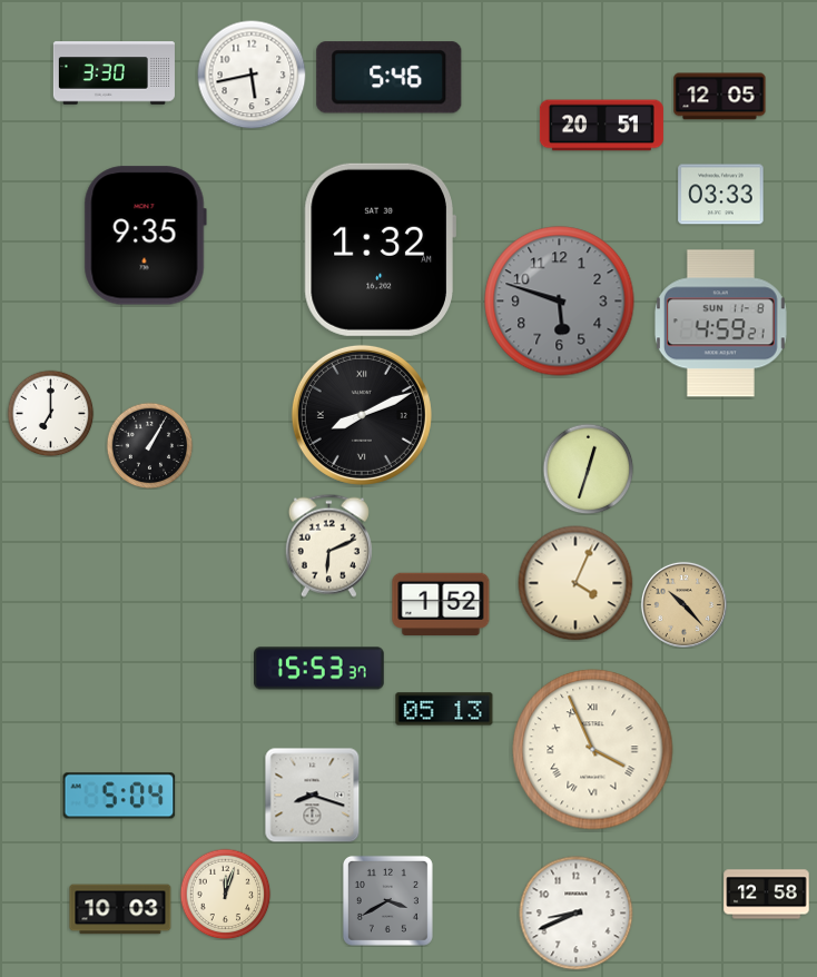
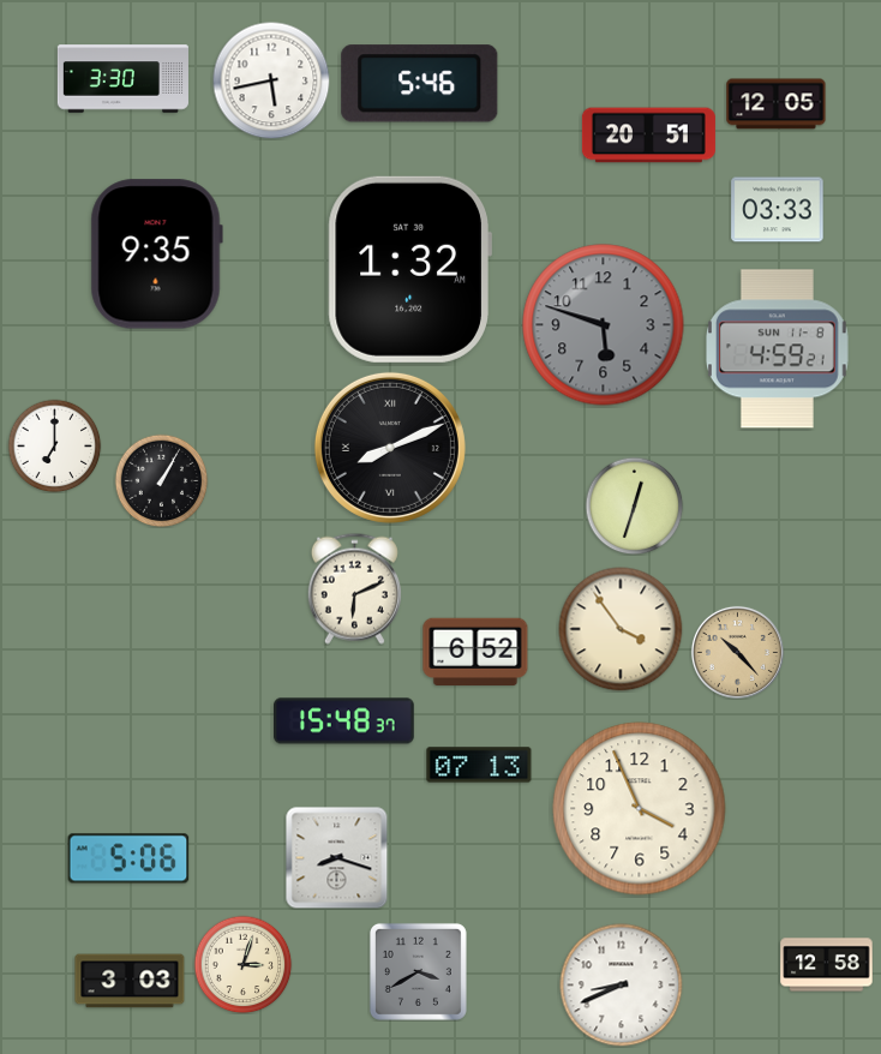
clock at (575, 583): 4:04 -> 3:54
clock at (441, 603): 1:52 -> 6:52
clock at (319, 669): 15:53 -> 15:48
clock at (444, 709): 05:13 -> 07:13
clock at (593, 750) numerals: Roman -> Arabic
clock at (119, 796): 5:04 -> 5:06
clock at (225, 894): 12:03 -> 3:03
clock at (120, 909): 10:03 -> 3:03
